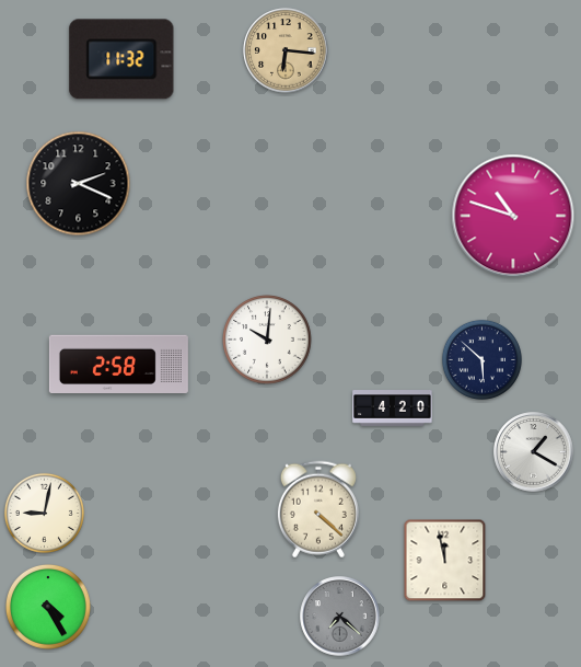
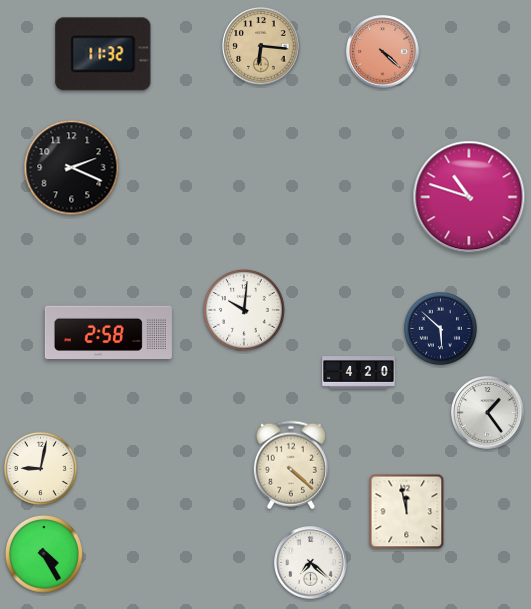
clock at (383, 52): none -> 4:22
clock at (121, 59) position: (121, 59) -> (103, 54)
clock at (534, 452): 1:20 -> 1:24
clock at (340, 617) dial: grey -> white
